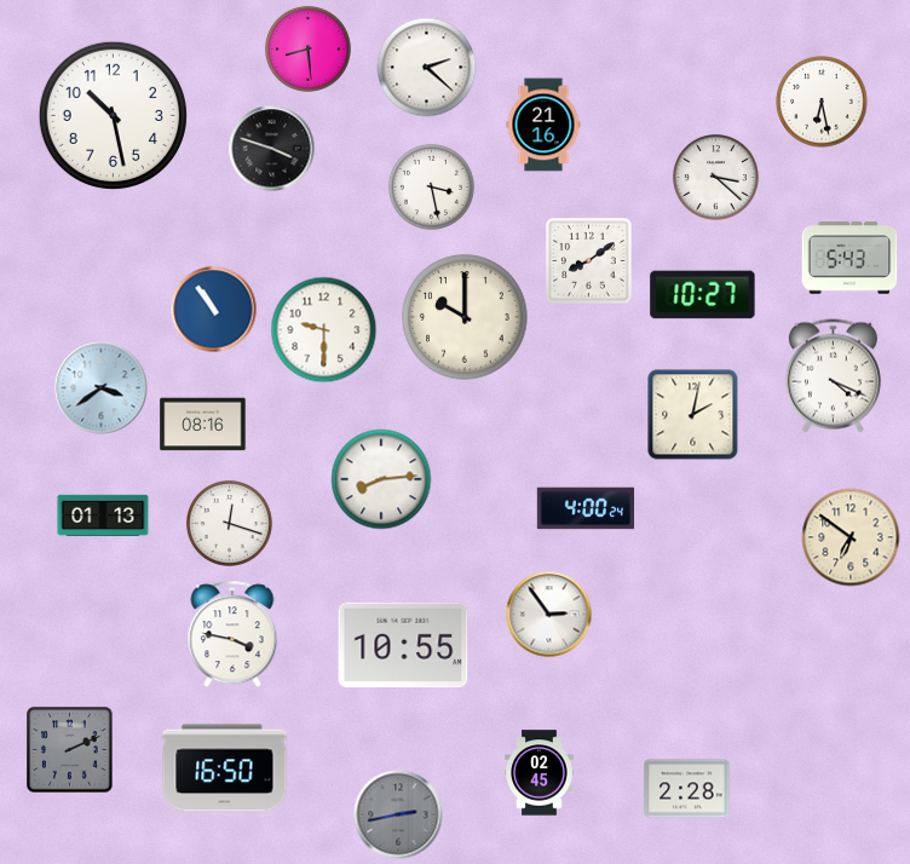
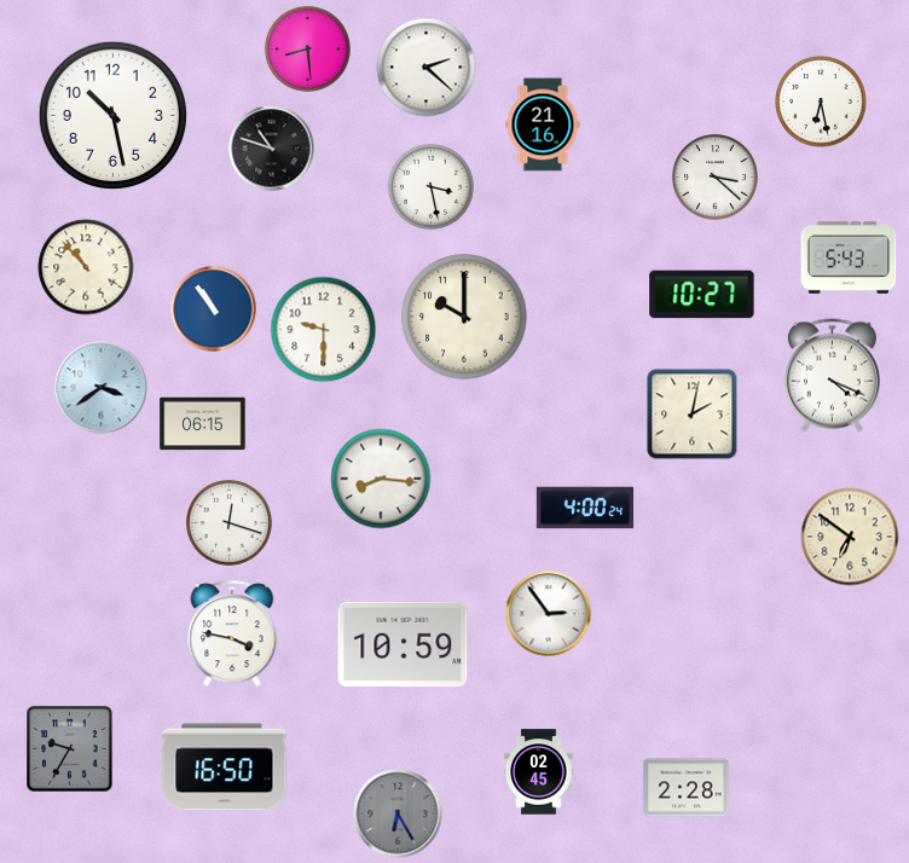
clock at (272, 149): 3:48 -> 10:48
clock at (589, 261): 8:09 -> none
clock at (86, 267): none -> 10:53
clock at (203, 425): 08:16 -> 06:15
clock at (381, 479): 8:14 -> 8:16
clock at (103, 515): 01:13 -> none
clock at (403, 645): 10:55 -> 10:59
clock at (70, 750): 2:11 -> 9:35
clock at (398, 814): 2:43 -> 6:25
